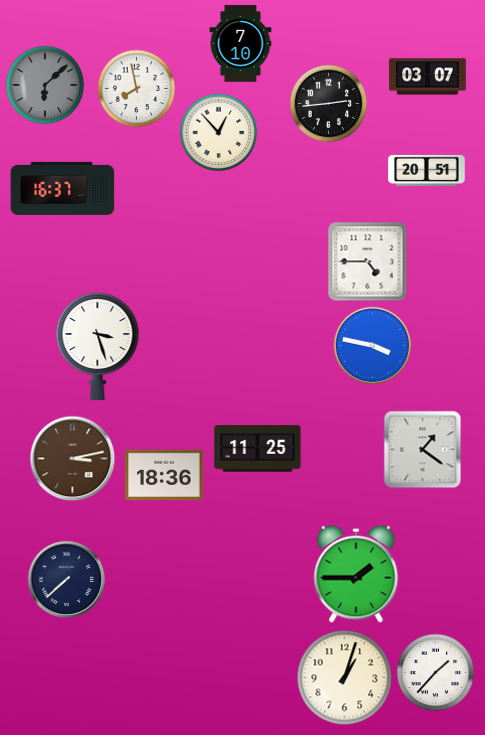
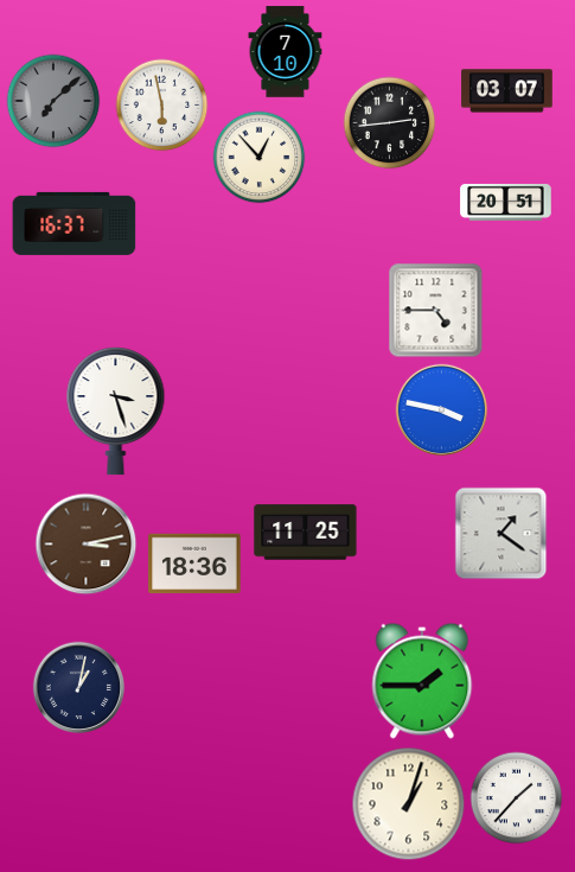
clock at (45, 85): 6:08 -> 7:08
clock at (136, 88): 7:58 -> 5:58
clock at (66, 579): 7:38 -> 1:02
